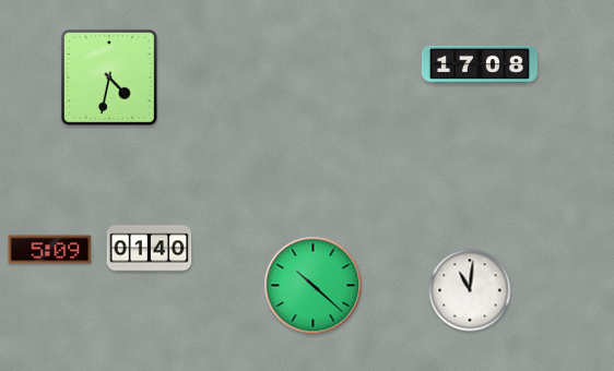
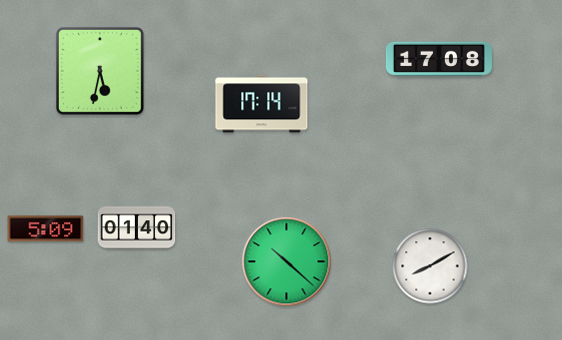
clock at (109, 77): 4:32 -> 5:32
clock at (262, 104): none -> 17:14
clock at (470, 290): 11:01 -> 8:10
